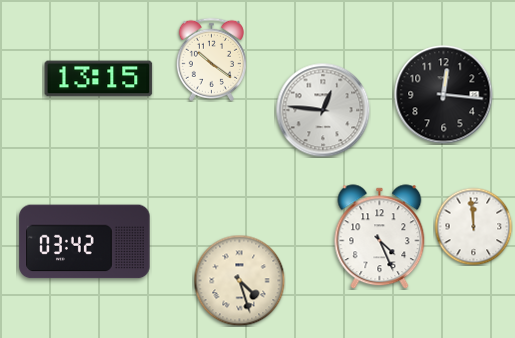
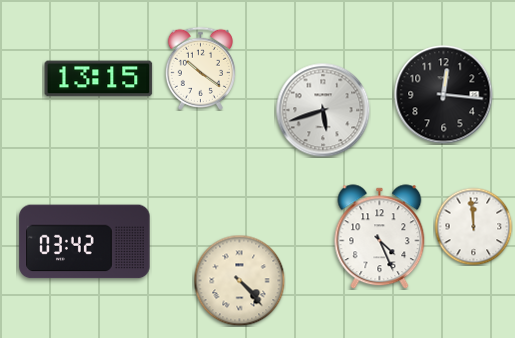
clock at (211, 59) position: (211, 59) -> (200, 68)
clock at (323, 110): 12:46 -> 5:42
clock at (239, 280): 4:27 -> 4:23
